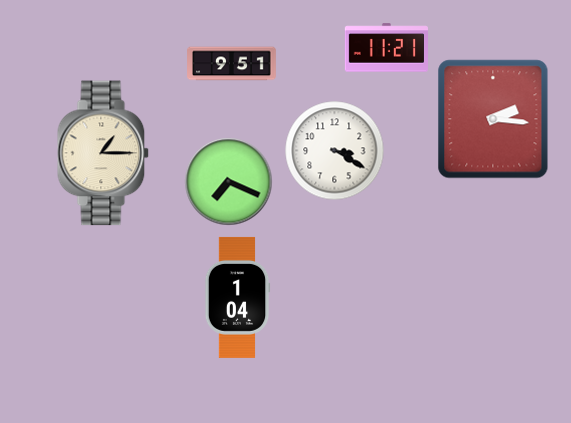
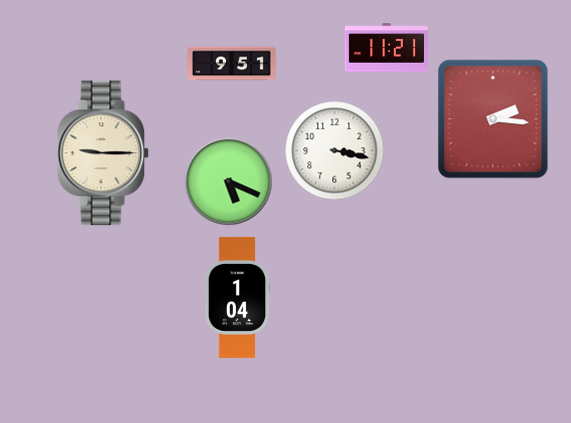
clock at (335, 151): 3:20 -> 3:17
clock at (103, 153): 1:15 -> 9:15
clock at (229, 182): 7:19 -> 5:19
